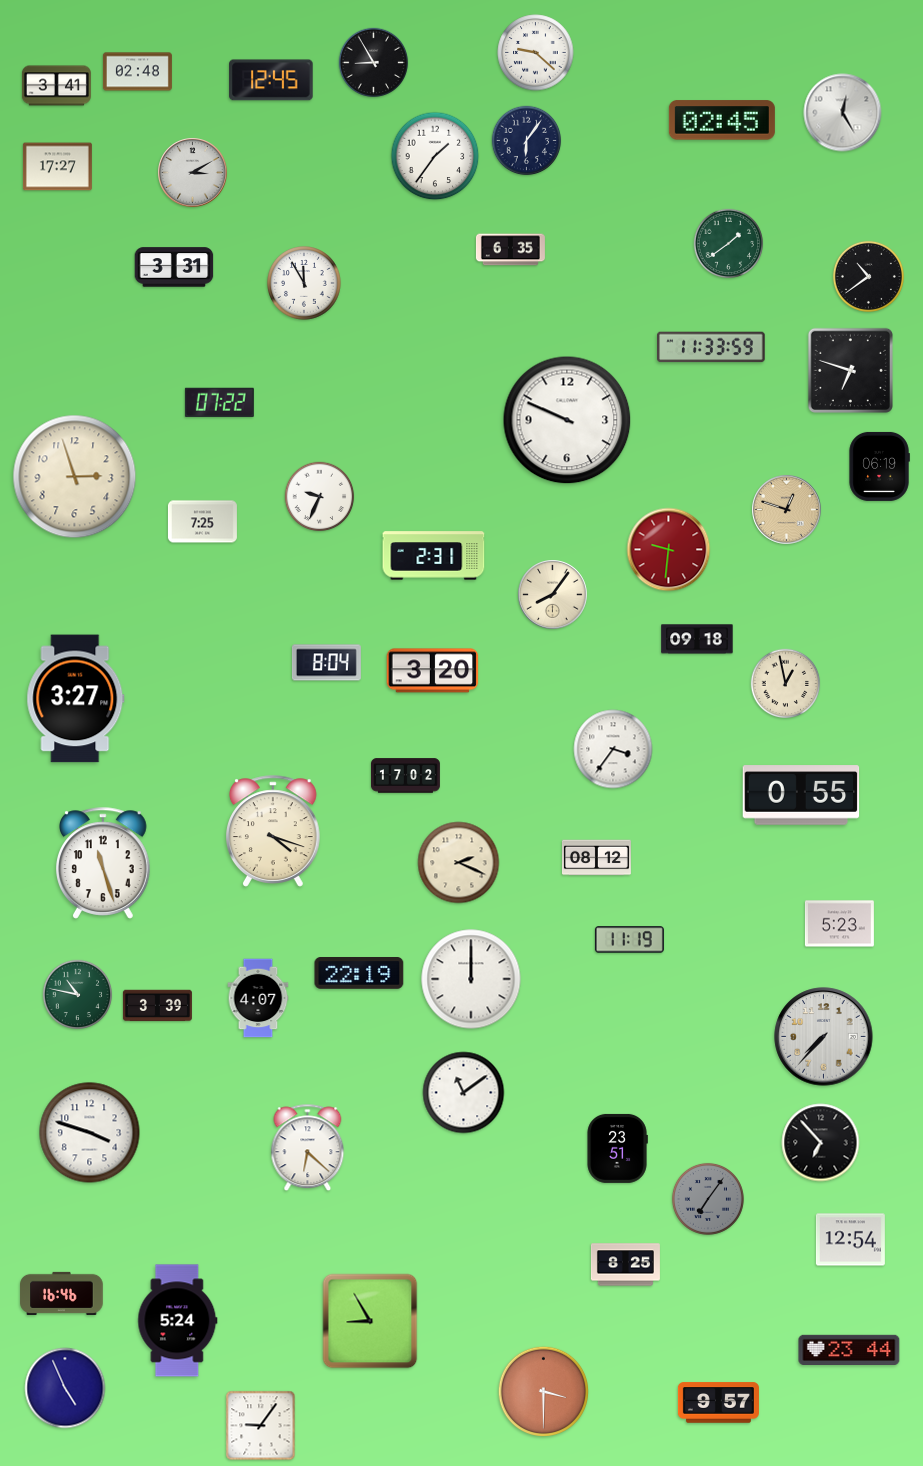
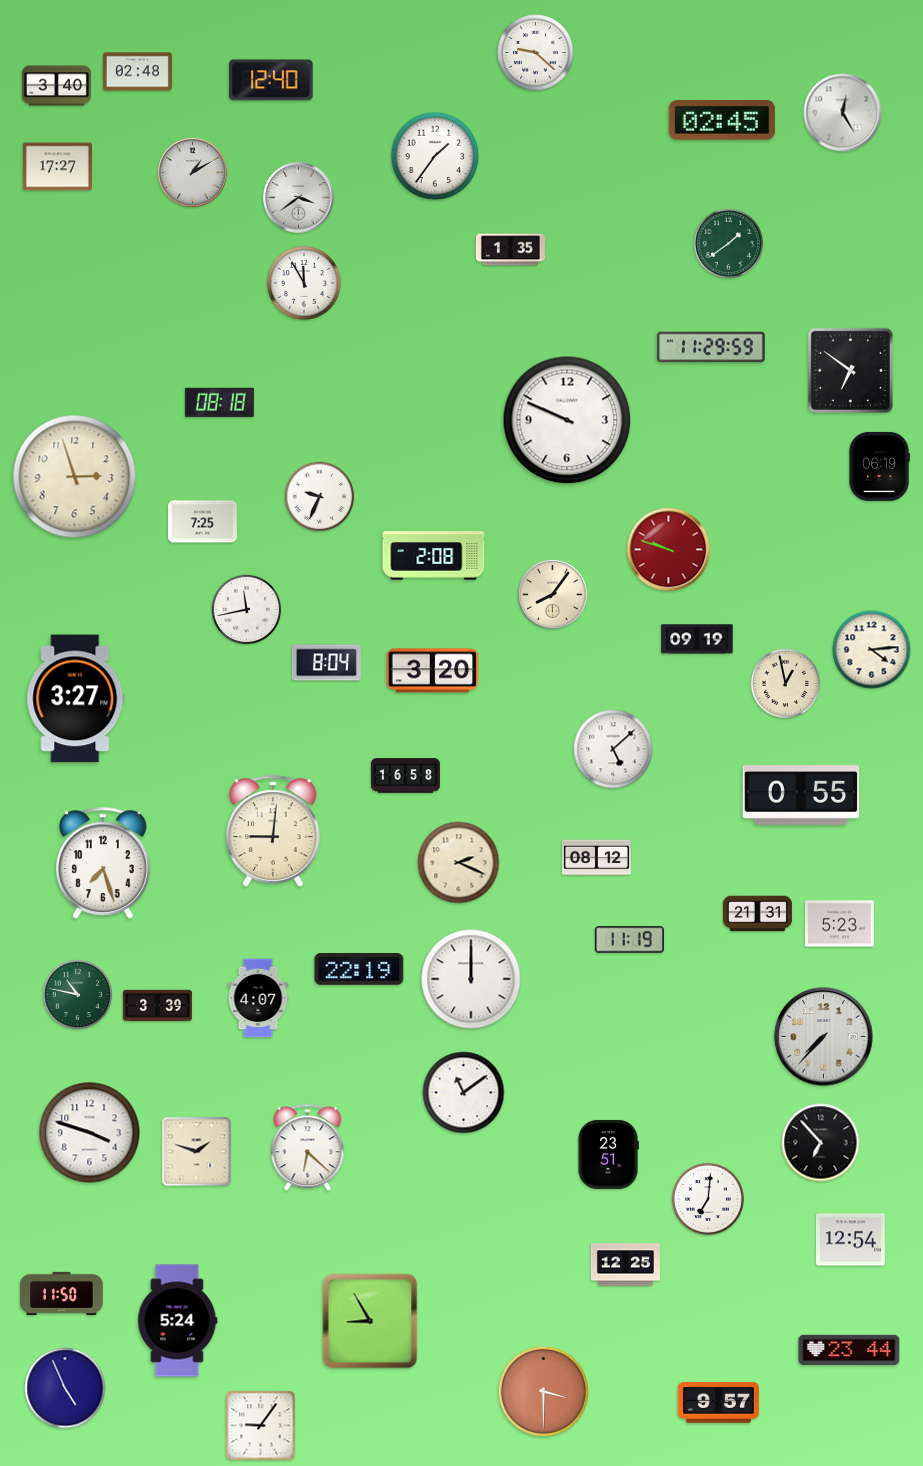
clock at (374, 63): 8:55 -> none
clock at (271, 80): 12:45 -> 12:40
clock at (56, 86): 3:41 -> 3:40
clock at (527, 141): 6:06 -> none
clock at (193, 173): 3:10 -> 1:10
clock at (299, 198): none -> 3:39
clock at (510, 250): 6:35 -> 1:35
clock at (174, 267): 3:31 -> none
clock at (868, 276): 10:39 -> none
clock at (711, 347): 11:33 -> 11:29
clock at (850, 370): 6:48 -> 6:51
clock at (219, 402): 07:22 -> 08:18
clock at (787, 510): 12:48 -> none
clock at (669, 550): 9:31 -> 9:48
clock at (434, 556): 2:31 -> 2:08
clock at (247, 610): none -> 11:43
clock at (697, 639): 09:18 -> 09:19
clock at (872, 650): none -> 4:14
clock at (613, 749): 3:36 -> 5:08
clock at (405, 776): 17:02 -> 16:58
clock at (274, 831): 4:18 -> 9:01
clock at (104, 863): 11:27 -> 7:27
clock at (757, 914): none -> 21:31
clock at (359, 974) position: (359, 974) -> (359, 970)
clock at (617, 1148) position: (617, 1148) -> (608, 1154)
clock at (197, 1152): none -> 1:48
clock at (708, 1199): 7:06 -> 7:01
clock at (708, 1199) dial: grey -> white
clock at (625, 1265): 8:25 -> 12:25
clock at (62, 1293): 16:46 -> 11:50
